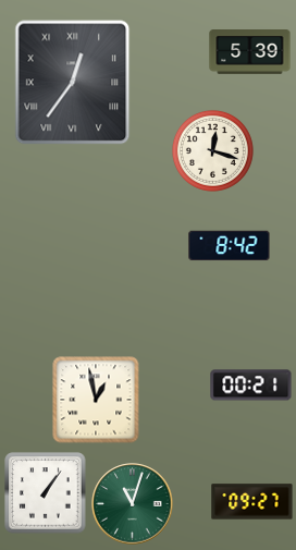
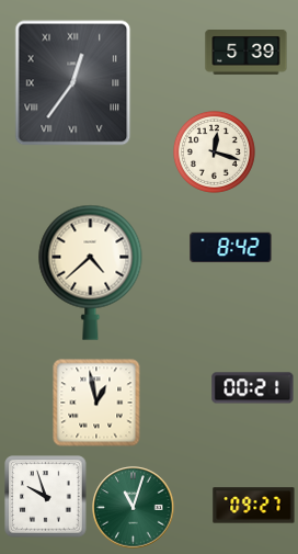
clock at (250, 52) position: (250, 52) -> (247, 53)
clock at (91, 272): none -> 4:38
clock at (46, 493): 1:06 -> 9:57
